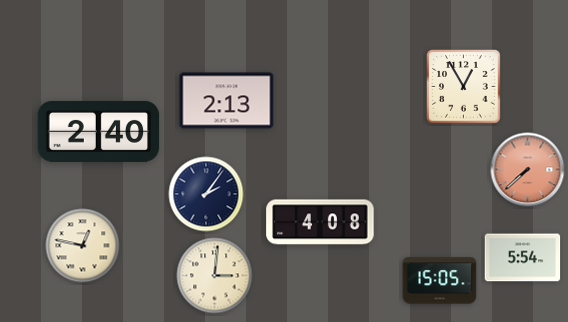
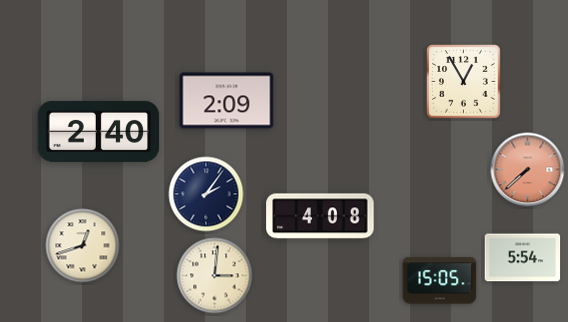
clock at (464, 87) position: (464, 87) -> (464, 82)
clock at (227, 101): 2:13 -> 2:09
clock at (320, 222) position: (320, 222) -> (320, 216)
clock at (83, 246): 12:47 -> 12:42
